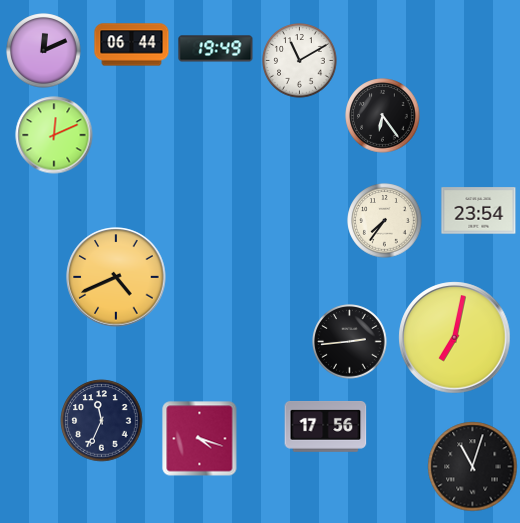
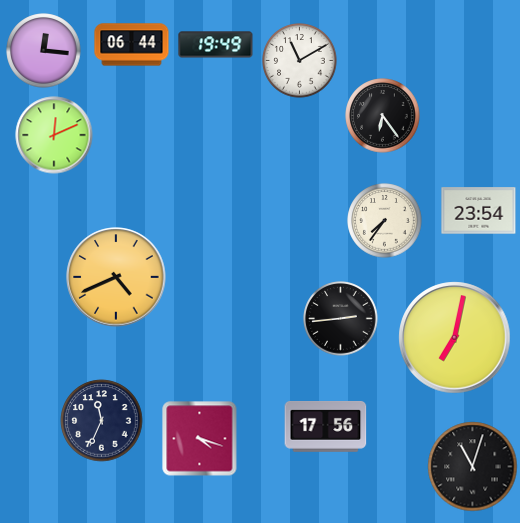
clock at (216, 49) position: (216, 49) -> (216, 45)
clock at (44, 51): 12:11 -> 12:16
clock at (350, 342) position: (350, 342) -> (341, 319)
